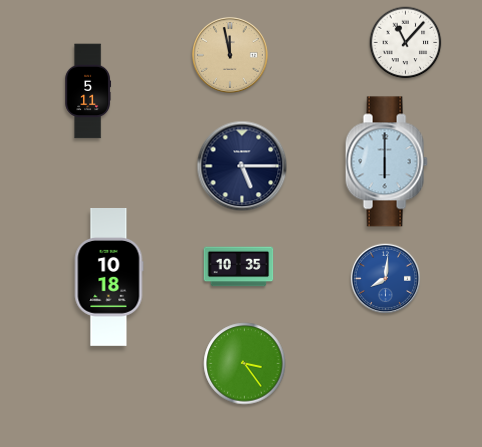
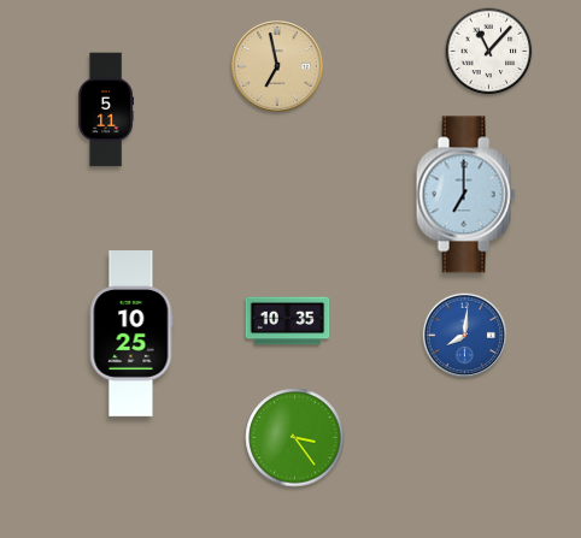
clock at (230, 55): 11:58 -> 6:58
clock at (386, 162): 6:00 -> 7:00
clock at (242, 166): 5:15 -> none
clock at (109, 278): 10:18 -> 10:25
